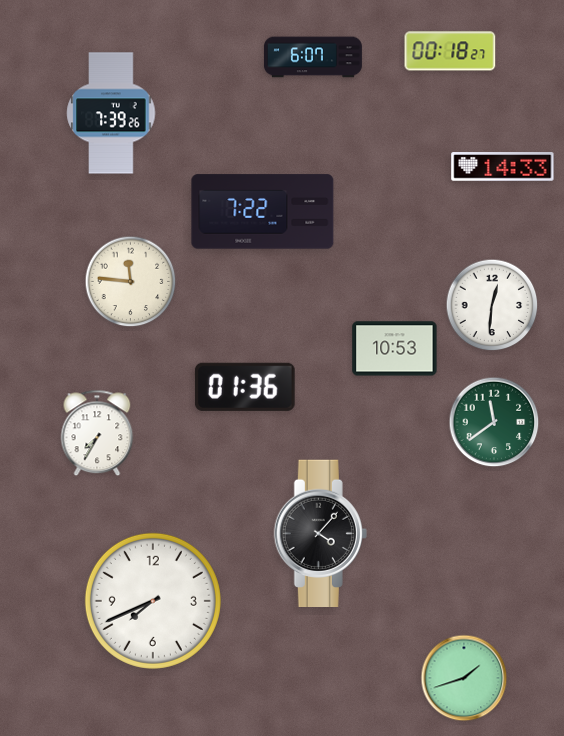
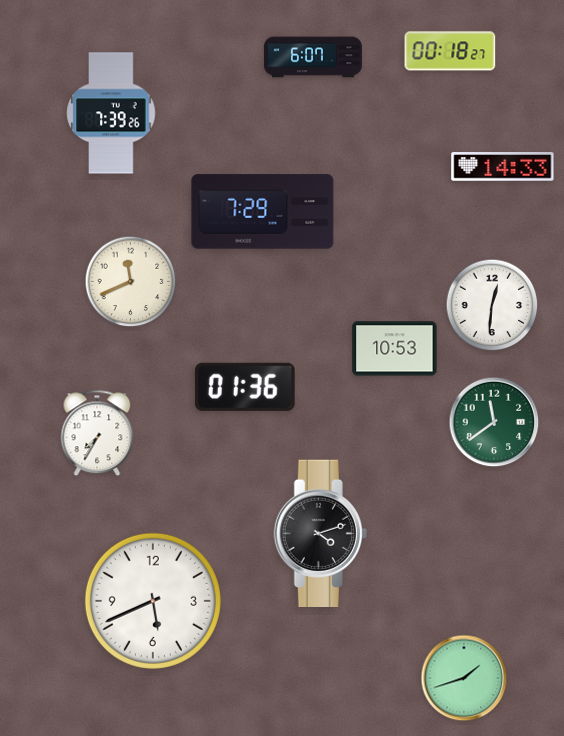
clock at (263, 212): 7:22 -> 7:29
clock at (131, 282): 11:46 -> 11:41
clock at (320, 533): 4:07 -> 4:12
clock at (153, 601): 7:41 -> 5:41
